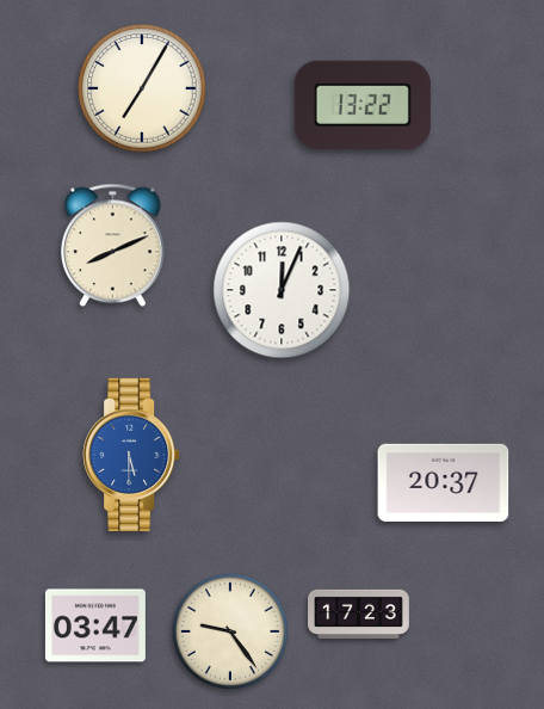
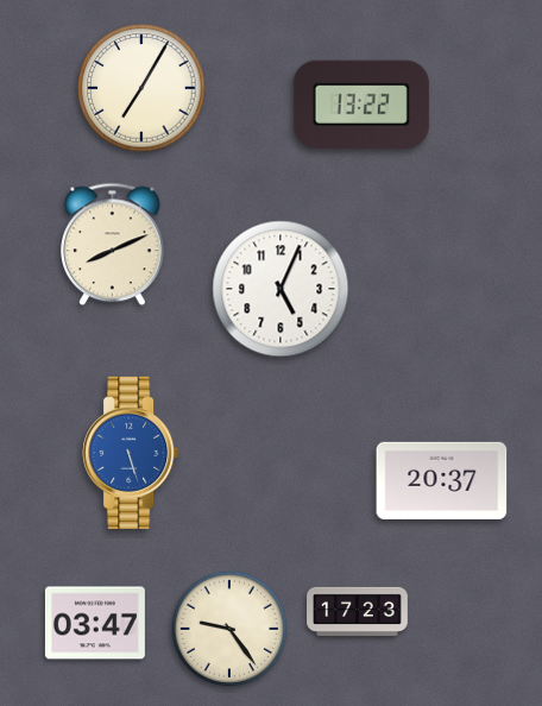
clock at (282, 290): 12:04 -> 5:04
clock at (131, 455): 5:30 -> 5:27
